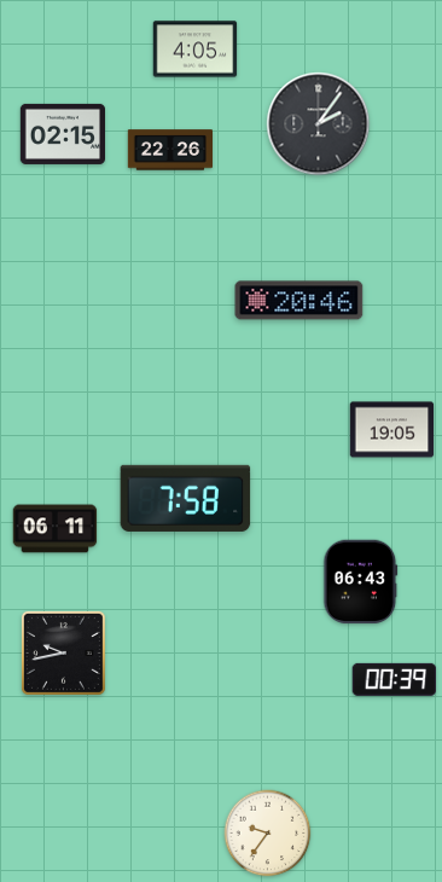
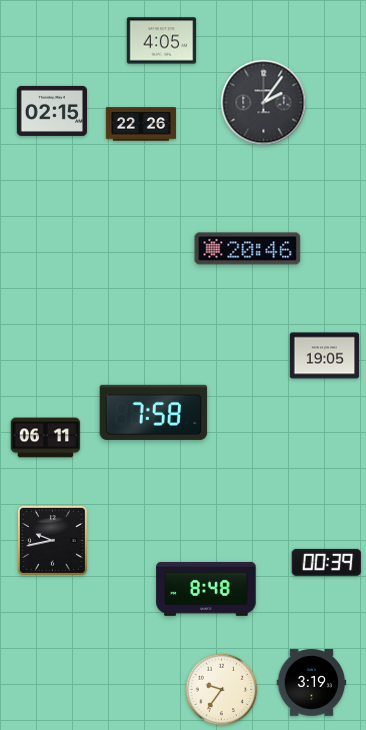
clock at (361, 582): 06:43 -> none
clock at (206, 589): none -> 8:48
clock at (312, 683): none -> 3:19
